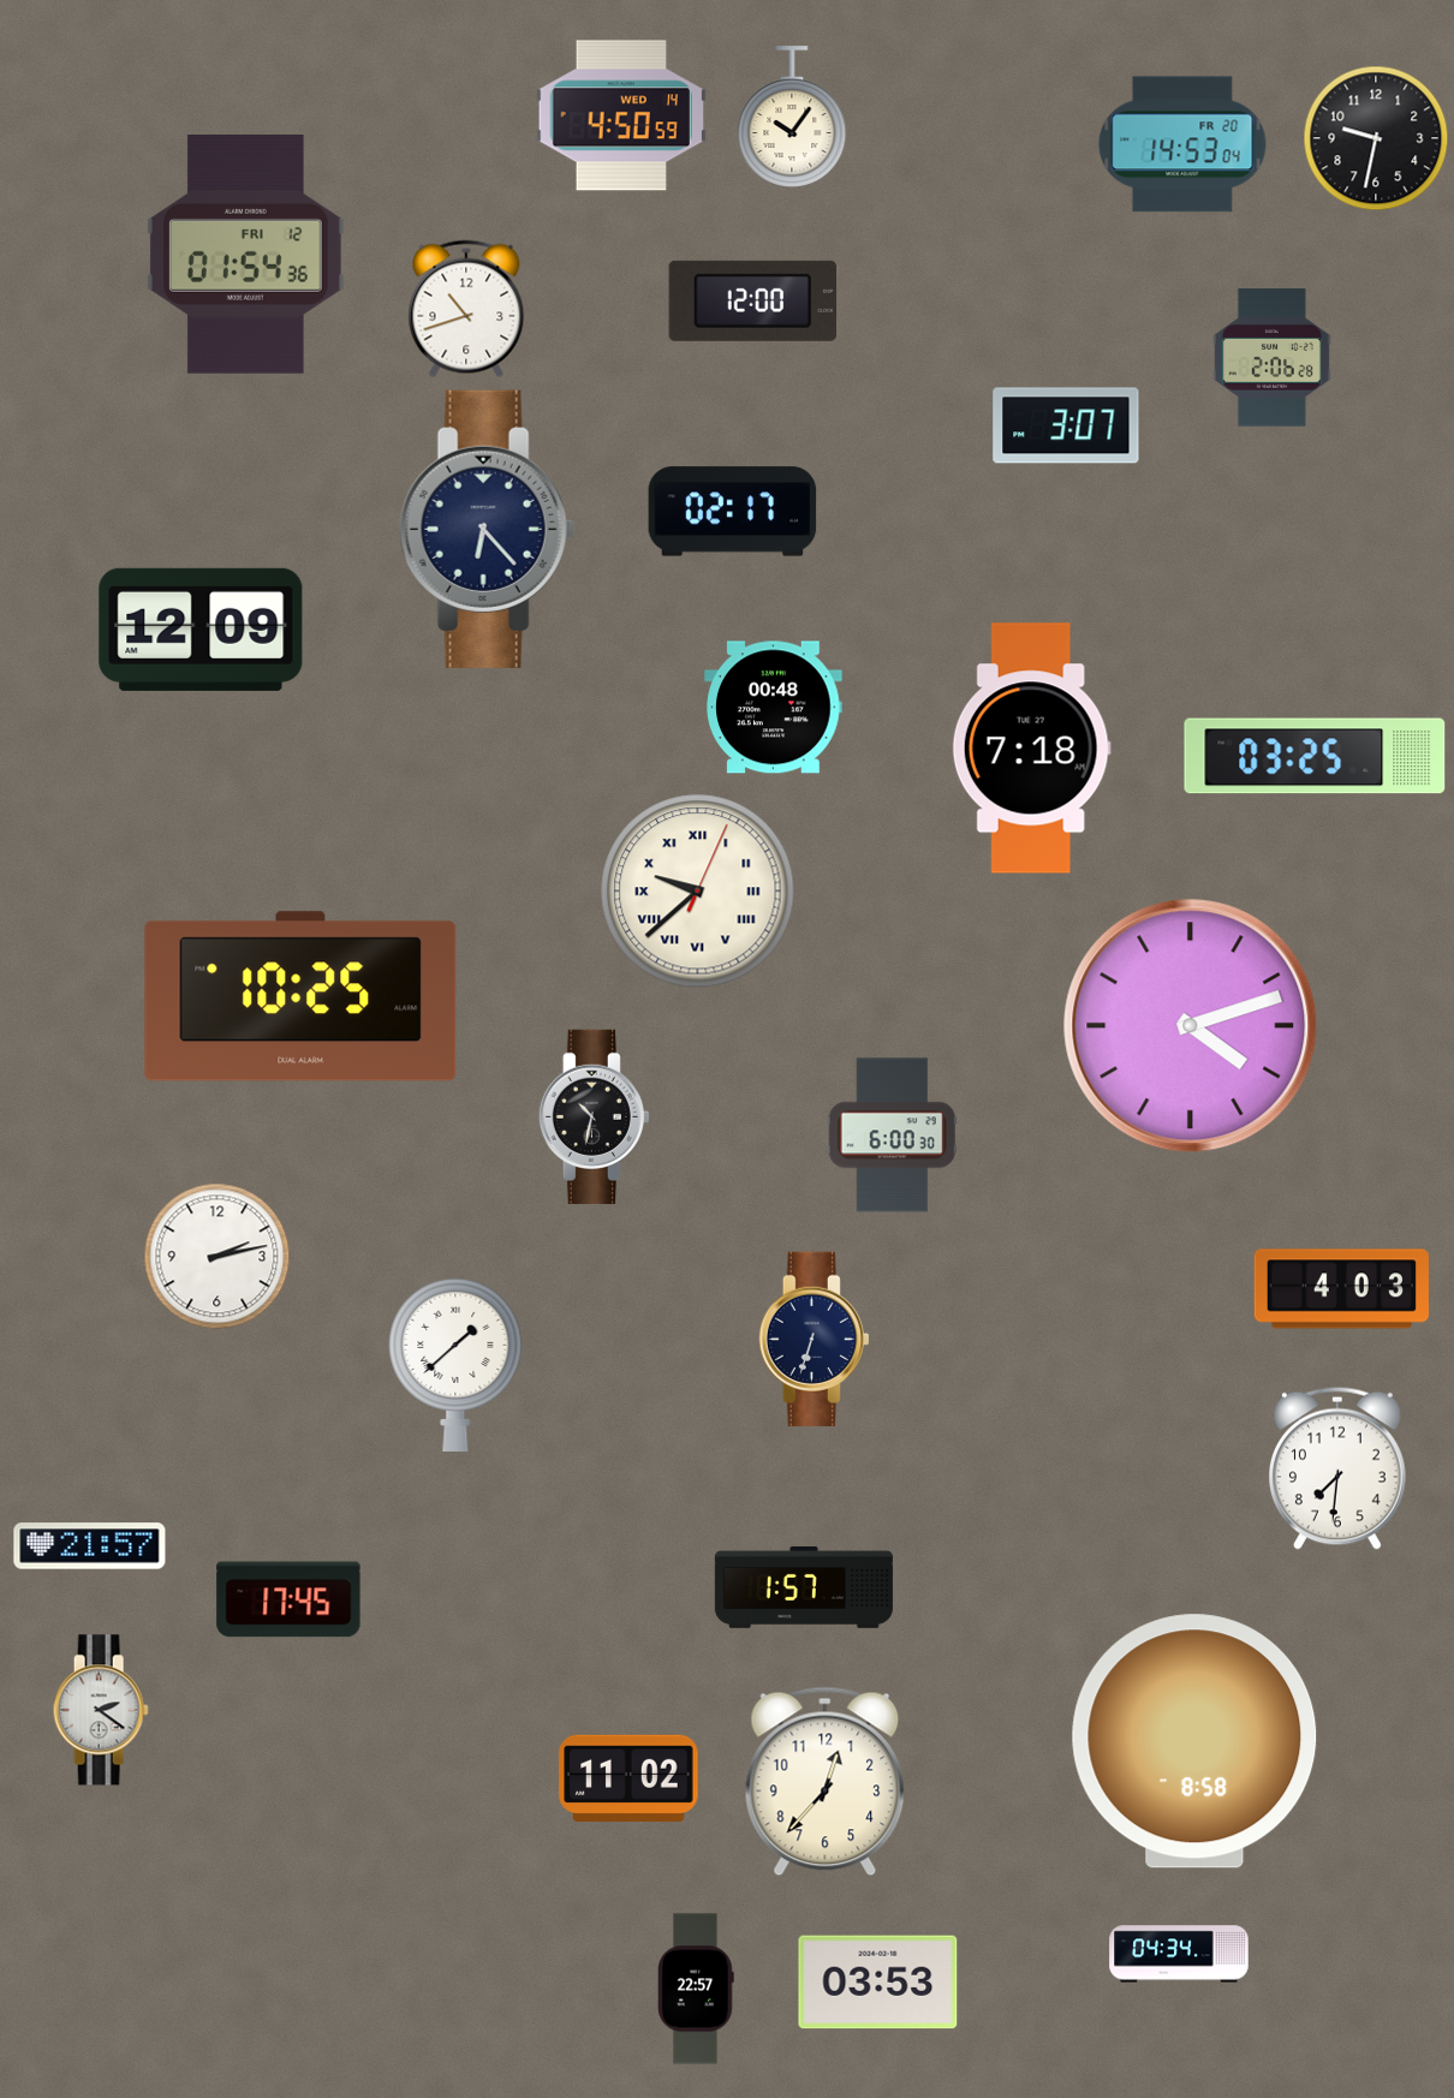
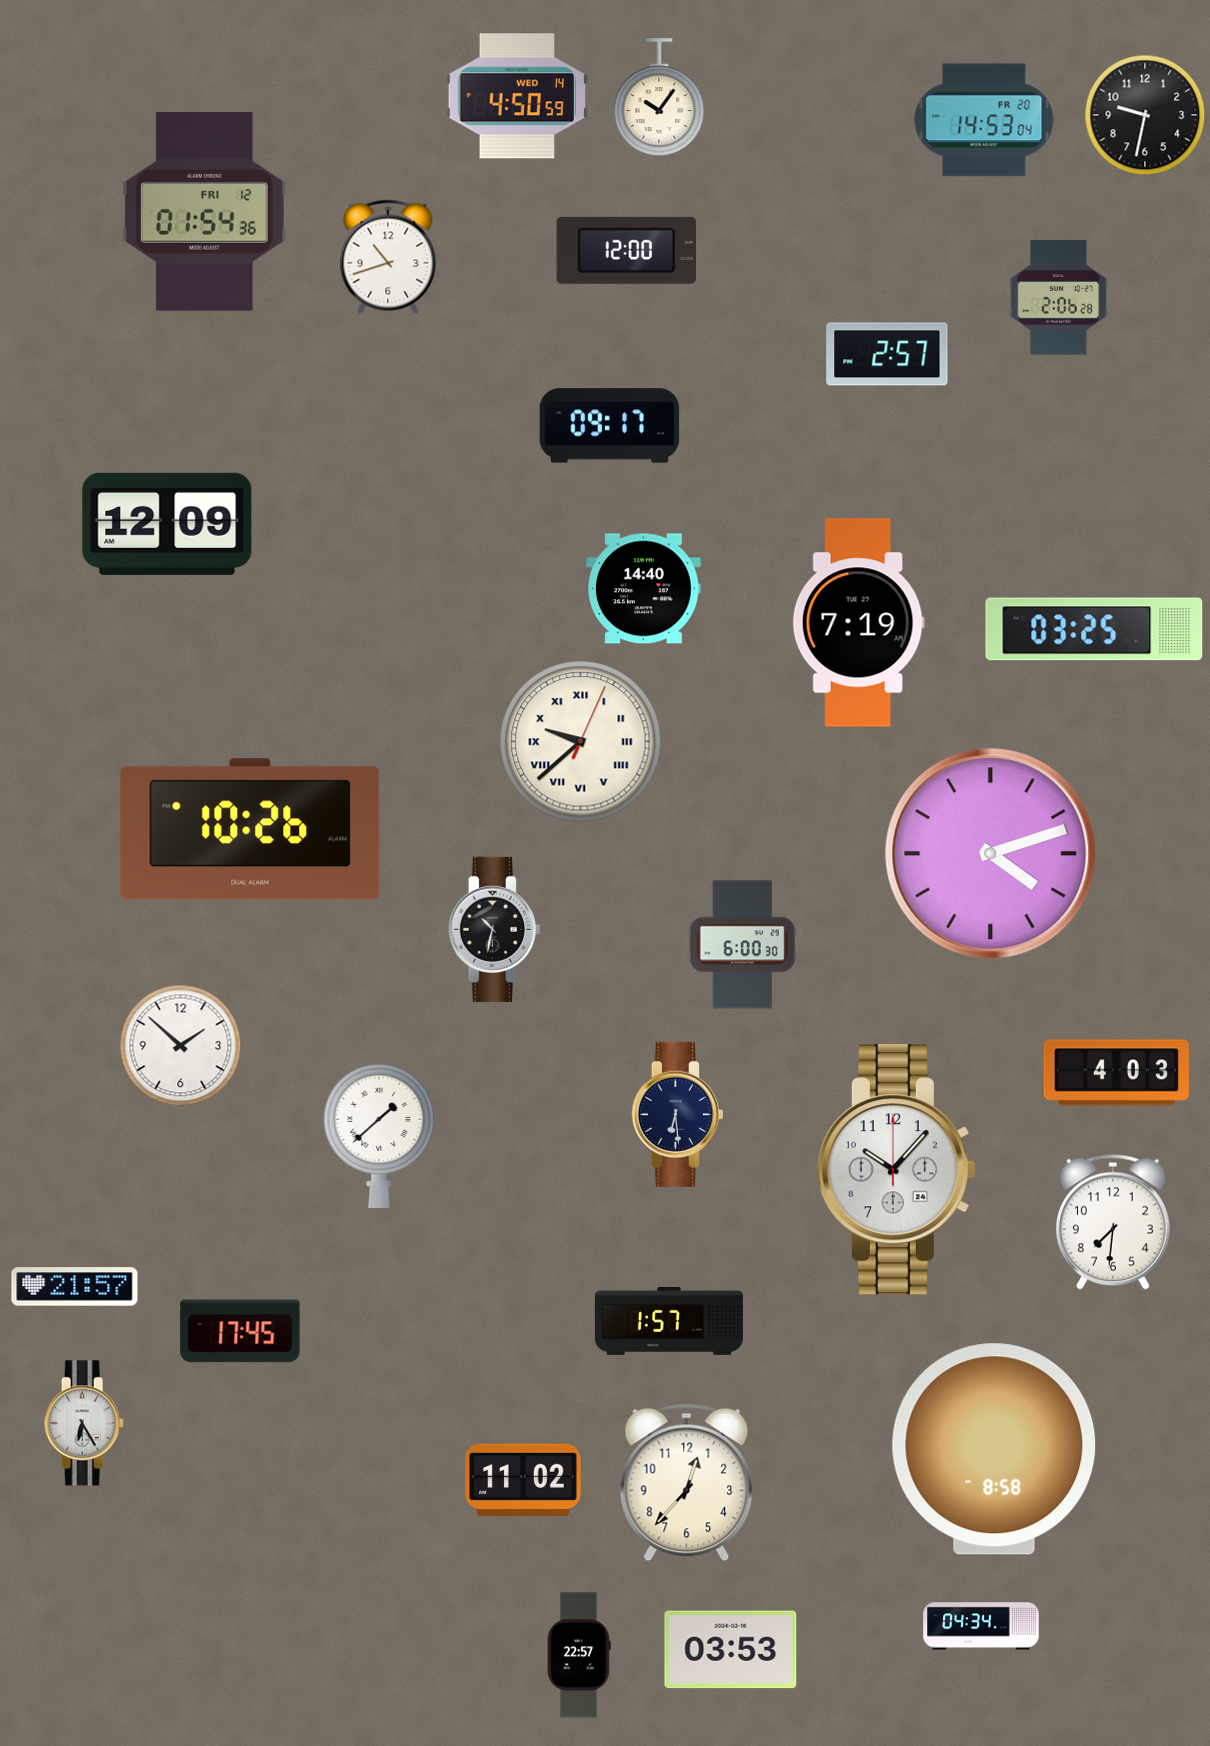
clock at (1066, 425): 3:07 -> 2:57
clock at (733, 512): 02:17 -> 09:17
clock at (488, 529): 6:23 -> none
clock at (774, 708): 00:48 -> 14:40
clock at (1031, 749): 7:18 -> 7:19
clock at (300, 996): 10:25 -> 10:26
clock at (217, 1257): 2:13 -> 1:52
clock at (814, 1339): 6:33 -> 6:29
clock at (896, 1170): none -> 10:07
clock at (101, 1710): 2:21 -> 6:25
